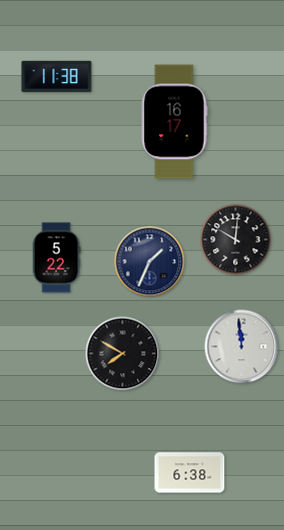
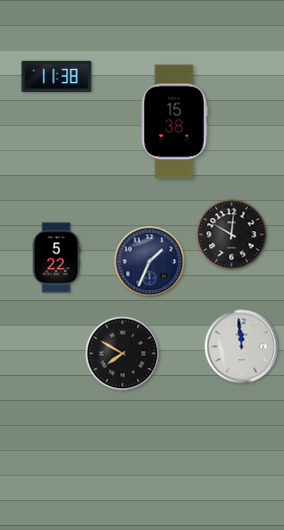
clock at (174, 122): 16:17 -> 15:38
clock at (236, 240) position: (236, 240) -> (232, 235)
clock at (190, 473): 6:38 -> none
